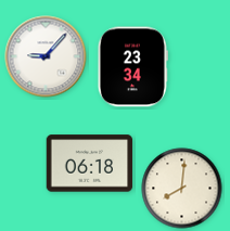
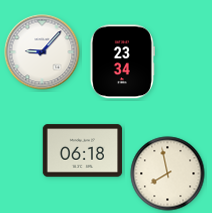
clock at (182, 189): 8:01 -> 7:58
